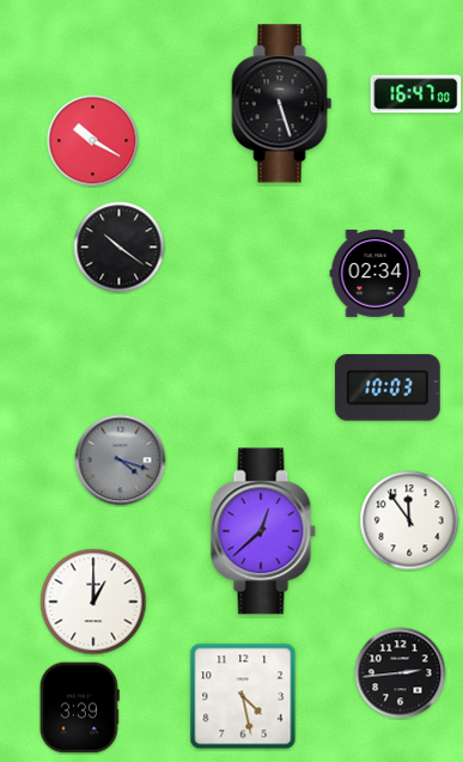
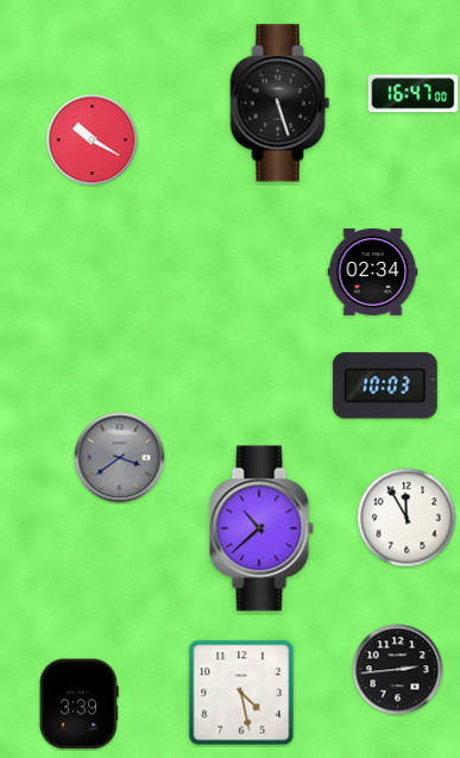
clock at (120, 248): 10:21 -> none
clock at (121, 461): 4:18 -> 3:39
clock at (409, 520): 11:54 -> 11:55
clock at (263, 531): 12:38 -> 10:38
clock at (93, 602): 1:00 -> none
